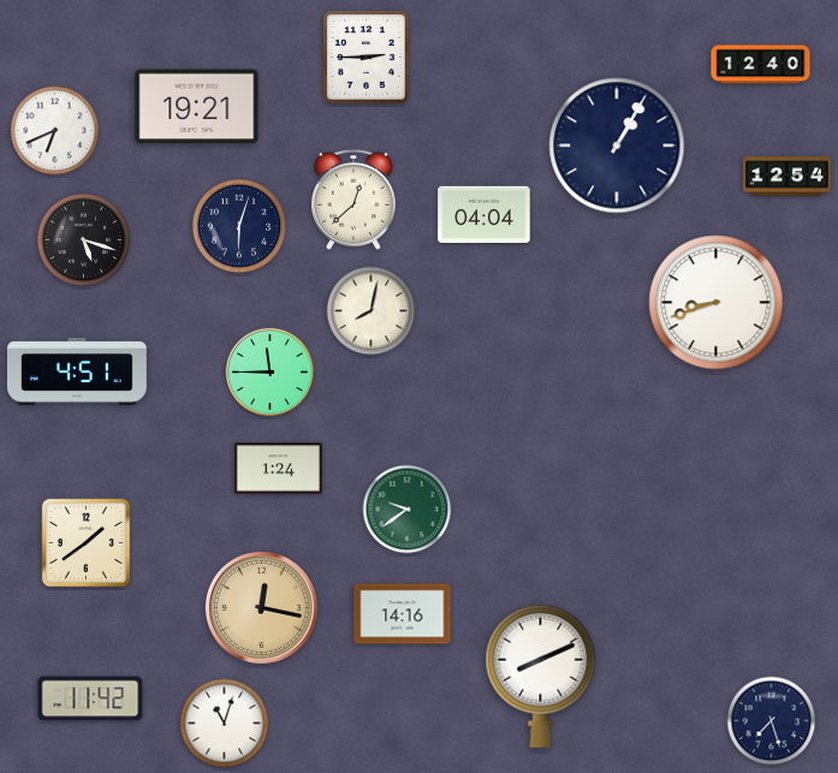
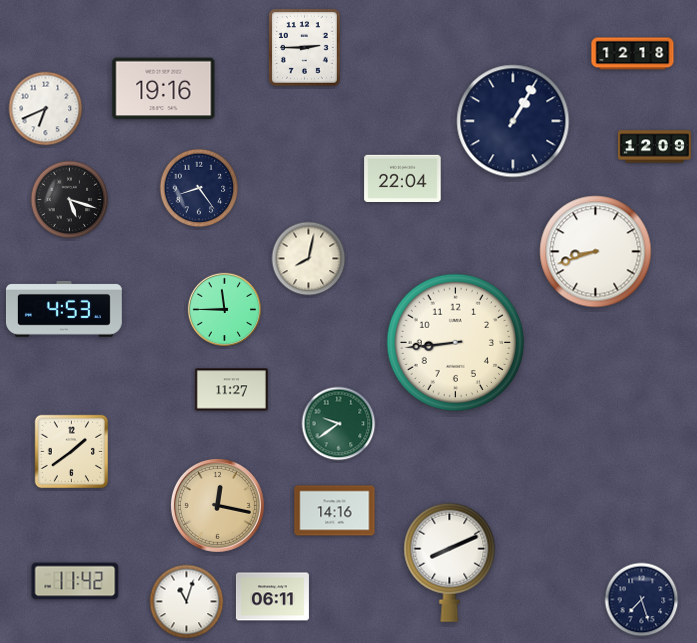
clock at (761, 65): 12:40 -> 12:18
clock at (197, 107): 19:21 -> 19:16
clock at (786, 177): 12:54 -> 12:09
clock at (353, 200): 12:38 -> none
clock at (485, 215): 04:04 -> 22:04
clock at (239, 226): 6:03 -> 8:24
clock at (77, 371): 4:51 -> 4:53
clock at (456, 343): none -> 8:44
clock at (278, 469): 1:24 -> 11:27
clock at (272, 597): none -> 06:11
